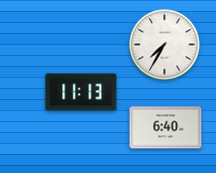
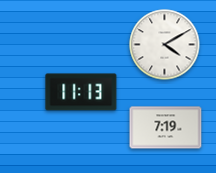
clock at (165, 45): 7:35 -> 4:10
clock at (166, 128): 6:40 -> 7:19
